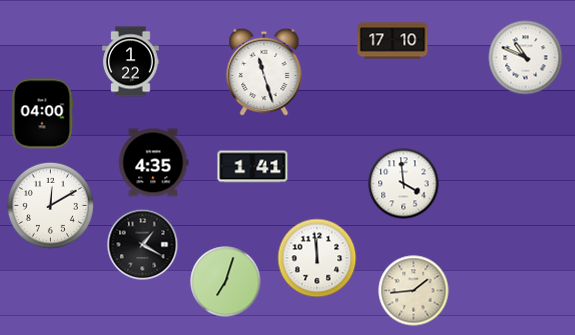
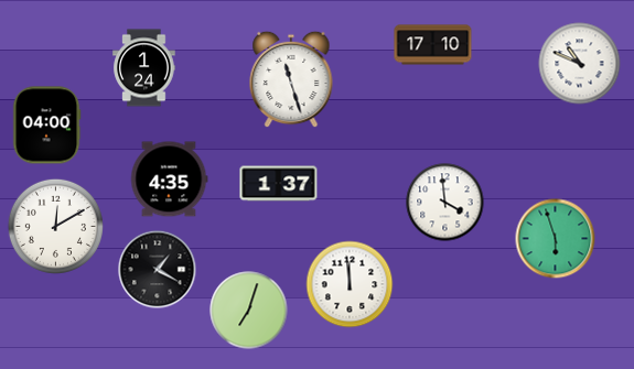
clock at (131, 62): 1:22 -> 1:24
clock at (253, 167): 1:41 -> 1:37
clock at (556, 239): none -> 5:57
clock at (414, 291): 1:44 -> none
